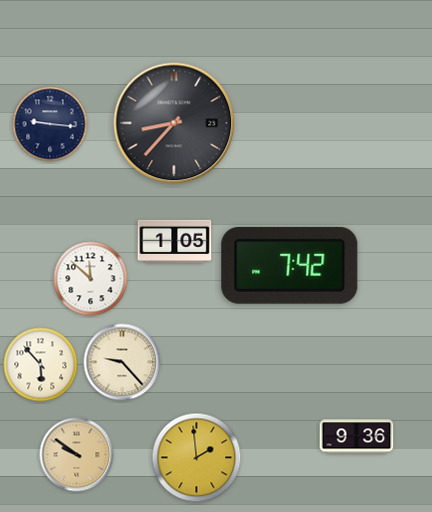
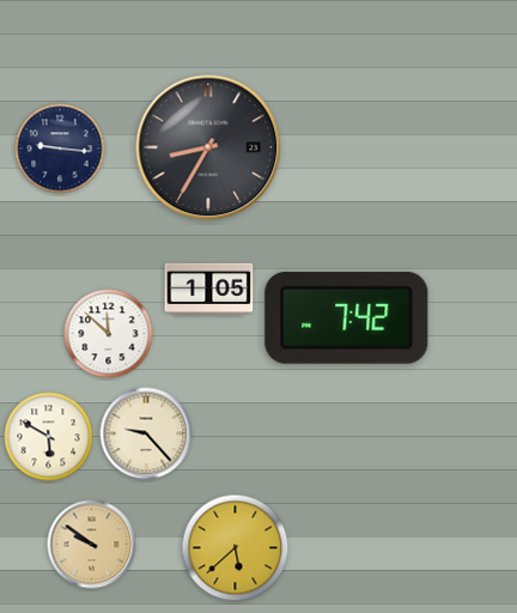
clock at (174, 123): 8:37 -> 8:35
clock at (41, 365): 5:53 -> 5:50
clock at (357, 437): 9:36 -> none
clock at (197, 458): 1:59 -> 5:38
